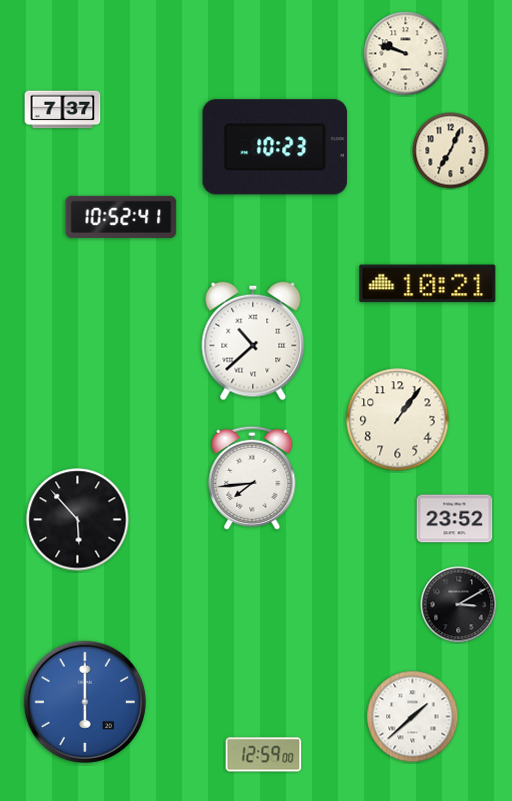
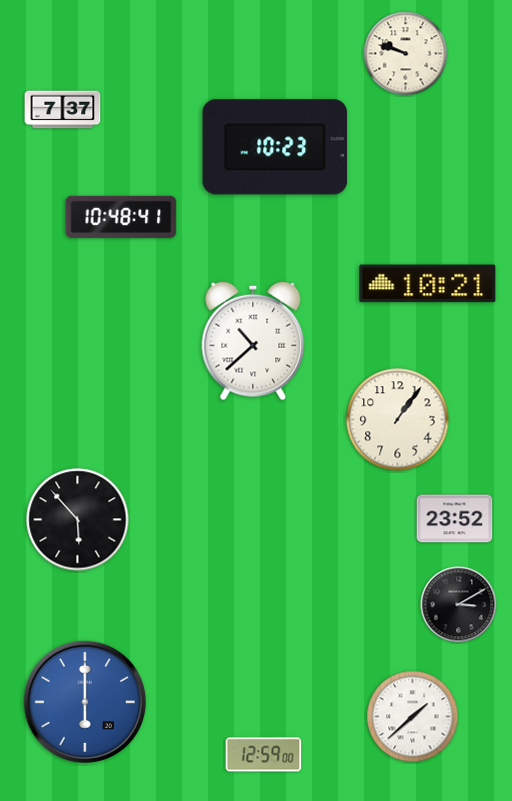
clock at (451, 151): 7:04 -> none
clock at (121, 217): 10:52 -> 10:48
clock at (252, 478): 7:44 -> none
